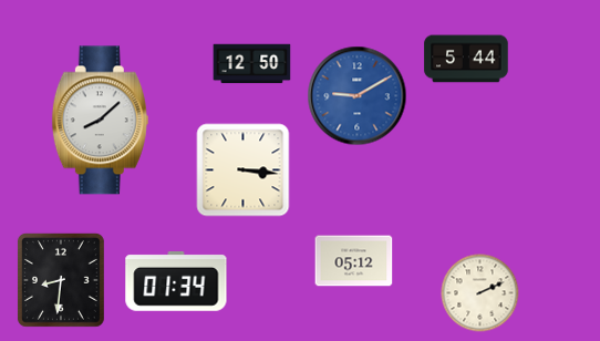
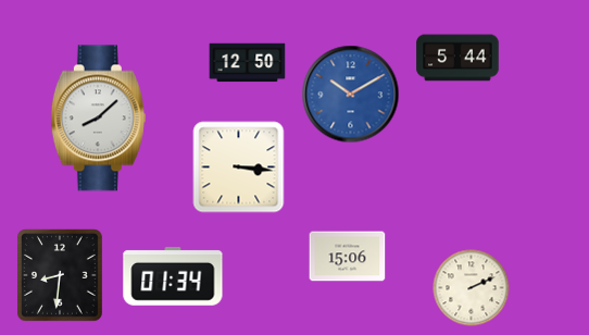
clock at (358, 96): 9:10 -> 10:10
clock at (354, 261): 05:12 -> 15:06
